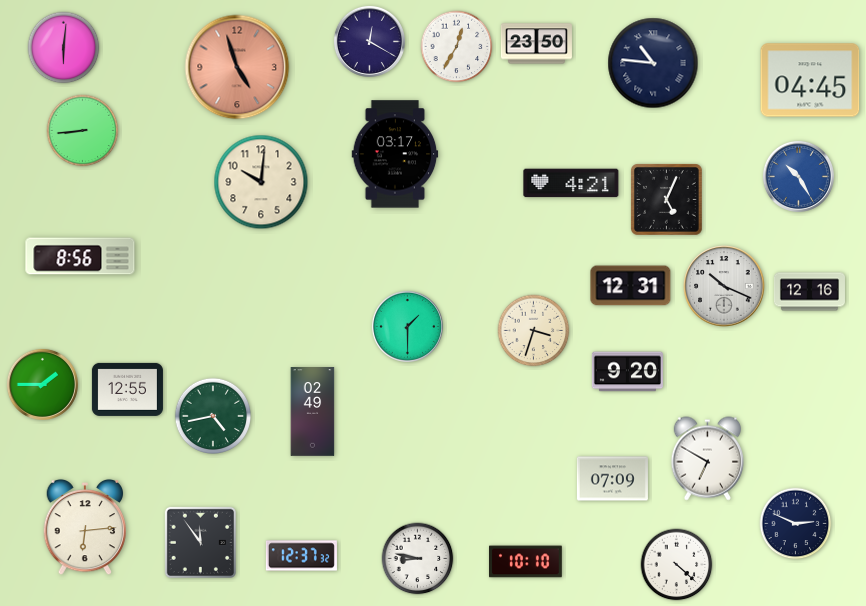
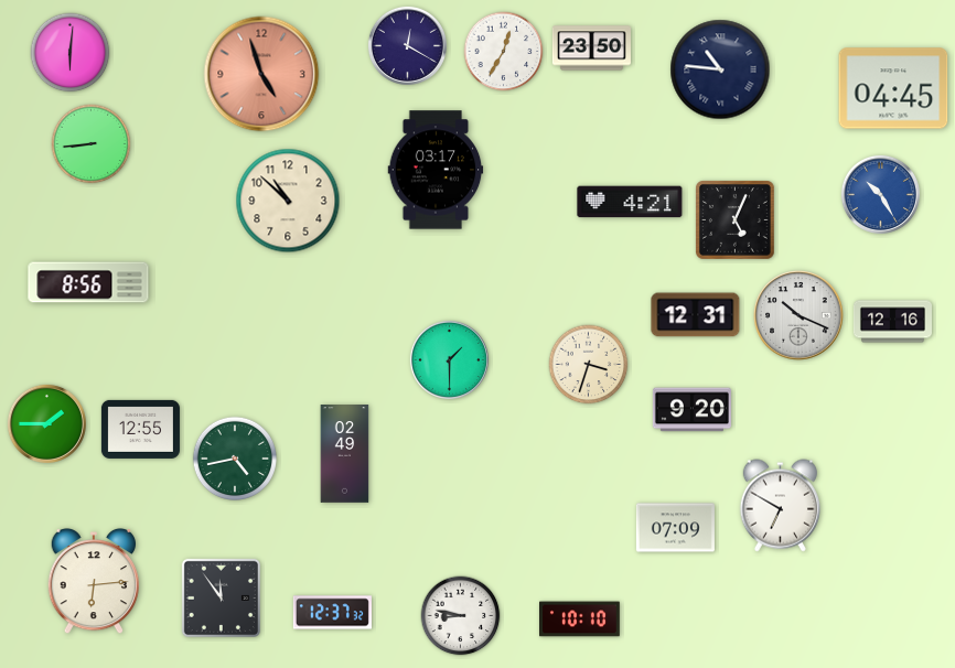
clock at (261, 182): 10:01 -> 10:52
clock at (796, 524): 2:49 -> none
clock at (677, 565): 4:22 -> none
